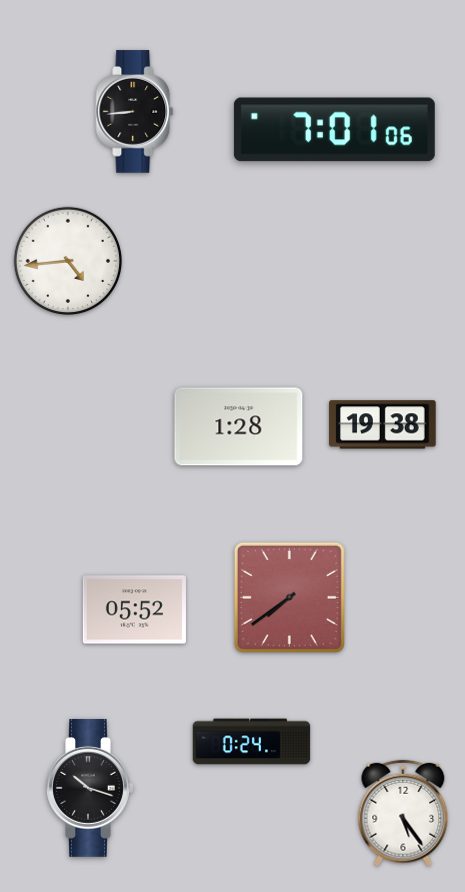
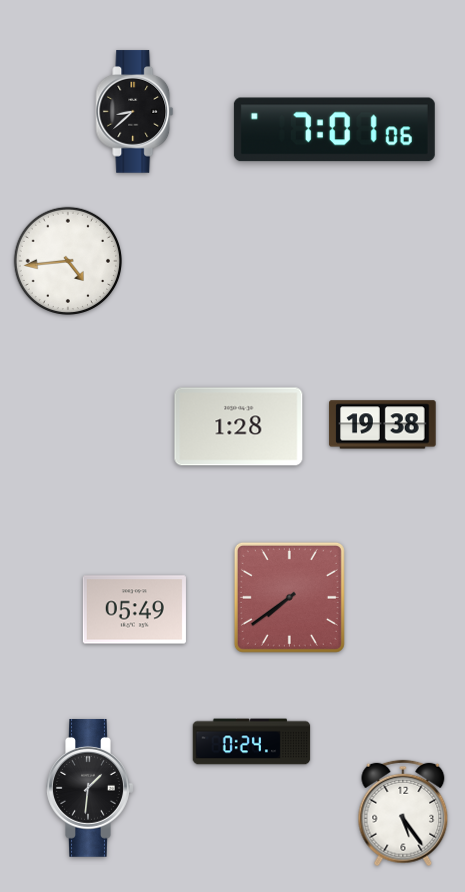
clock at (135, 112): 8:44 -> 8:38
clock at (134, 610): 05:52 -> 05:49
clock at (90, 788): 10:18 -> 1:31
